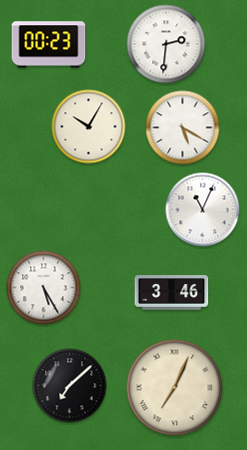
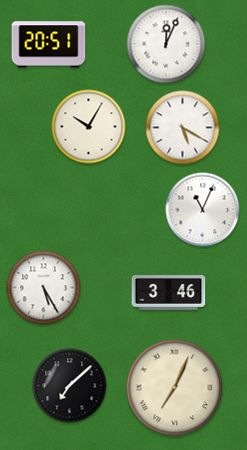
clock at (166, 44): 2:31 -> 12:04
clock at (49, 45): 00:23 -> 20:51
clock at (172, 293) position: (172, 293) -> (169, 293)
